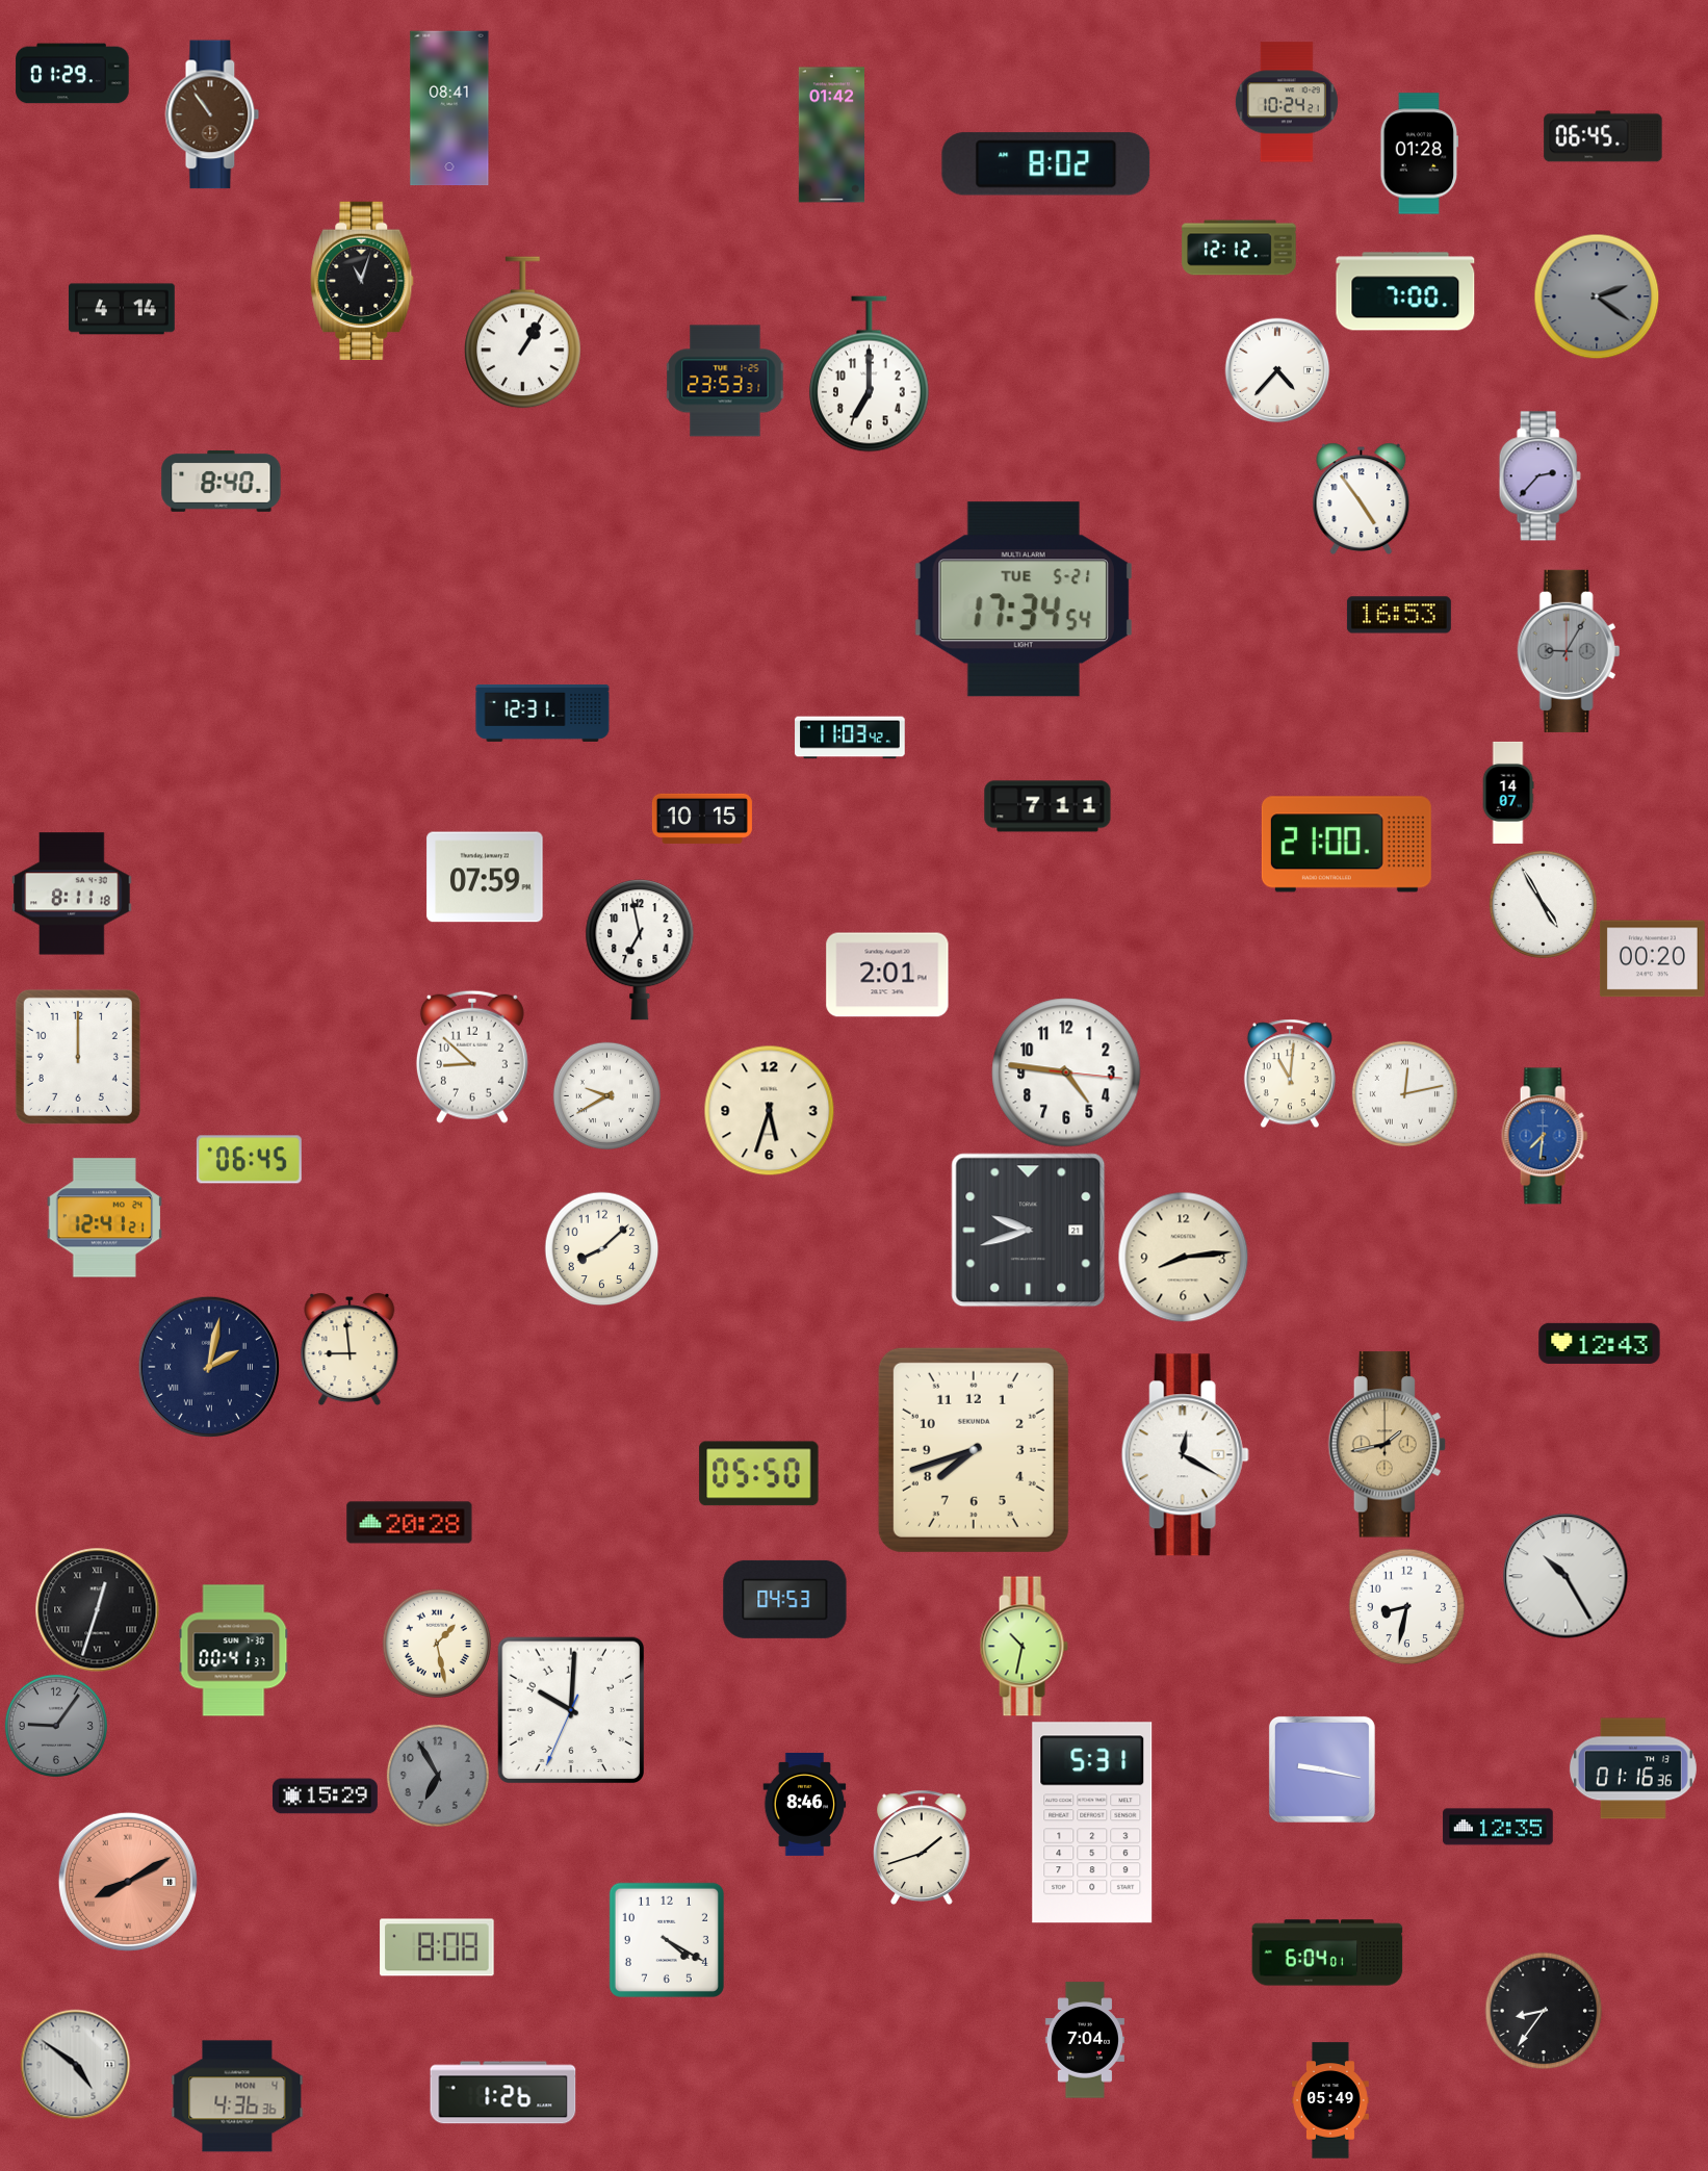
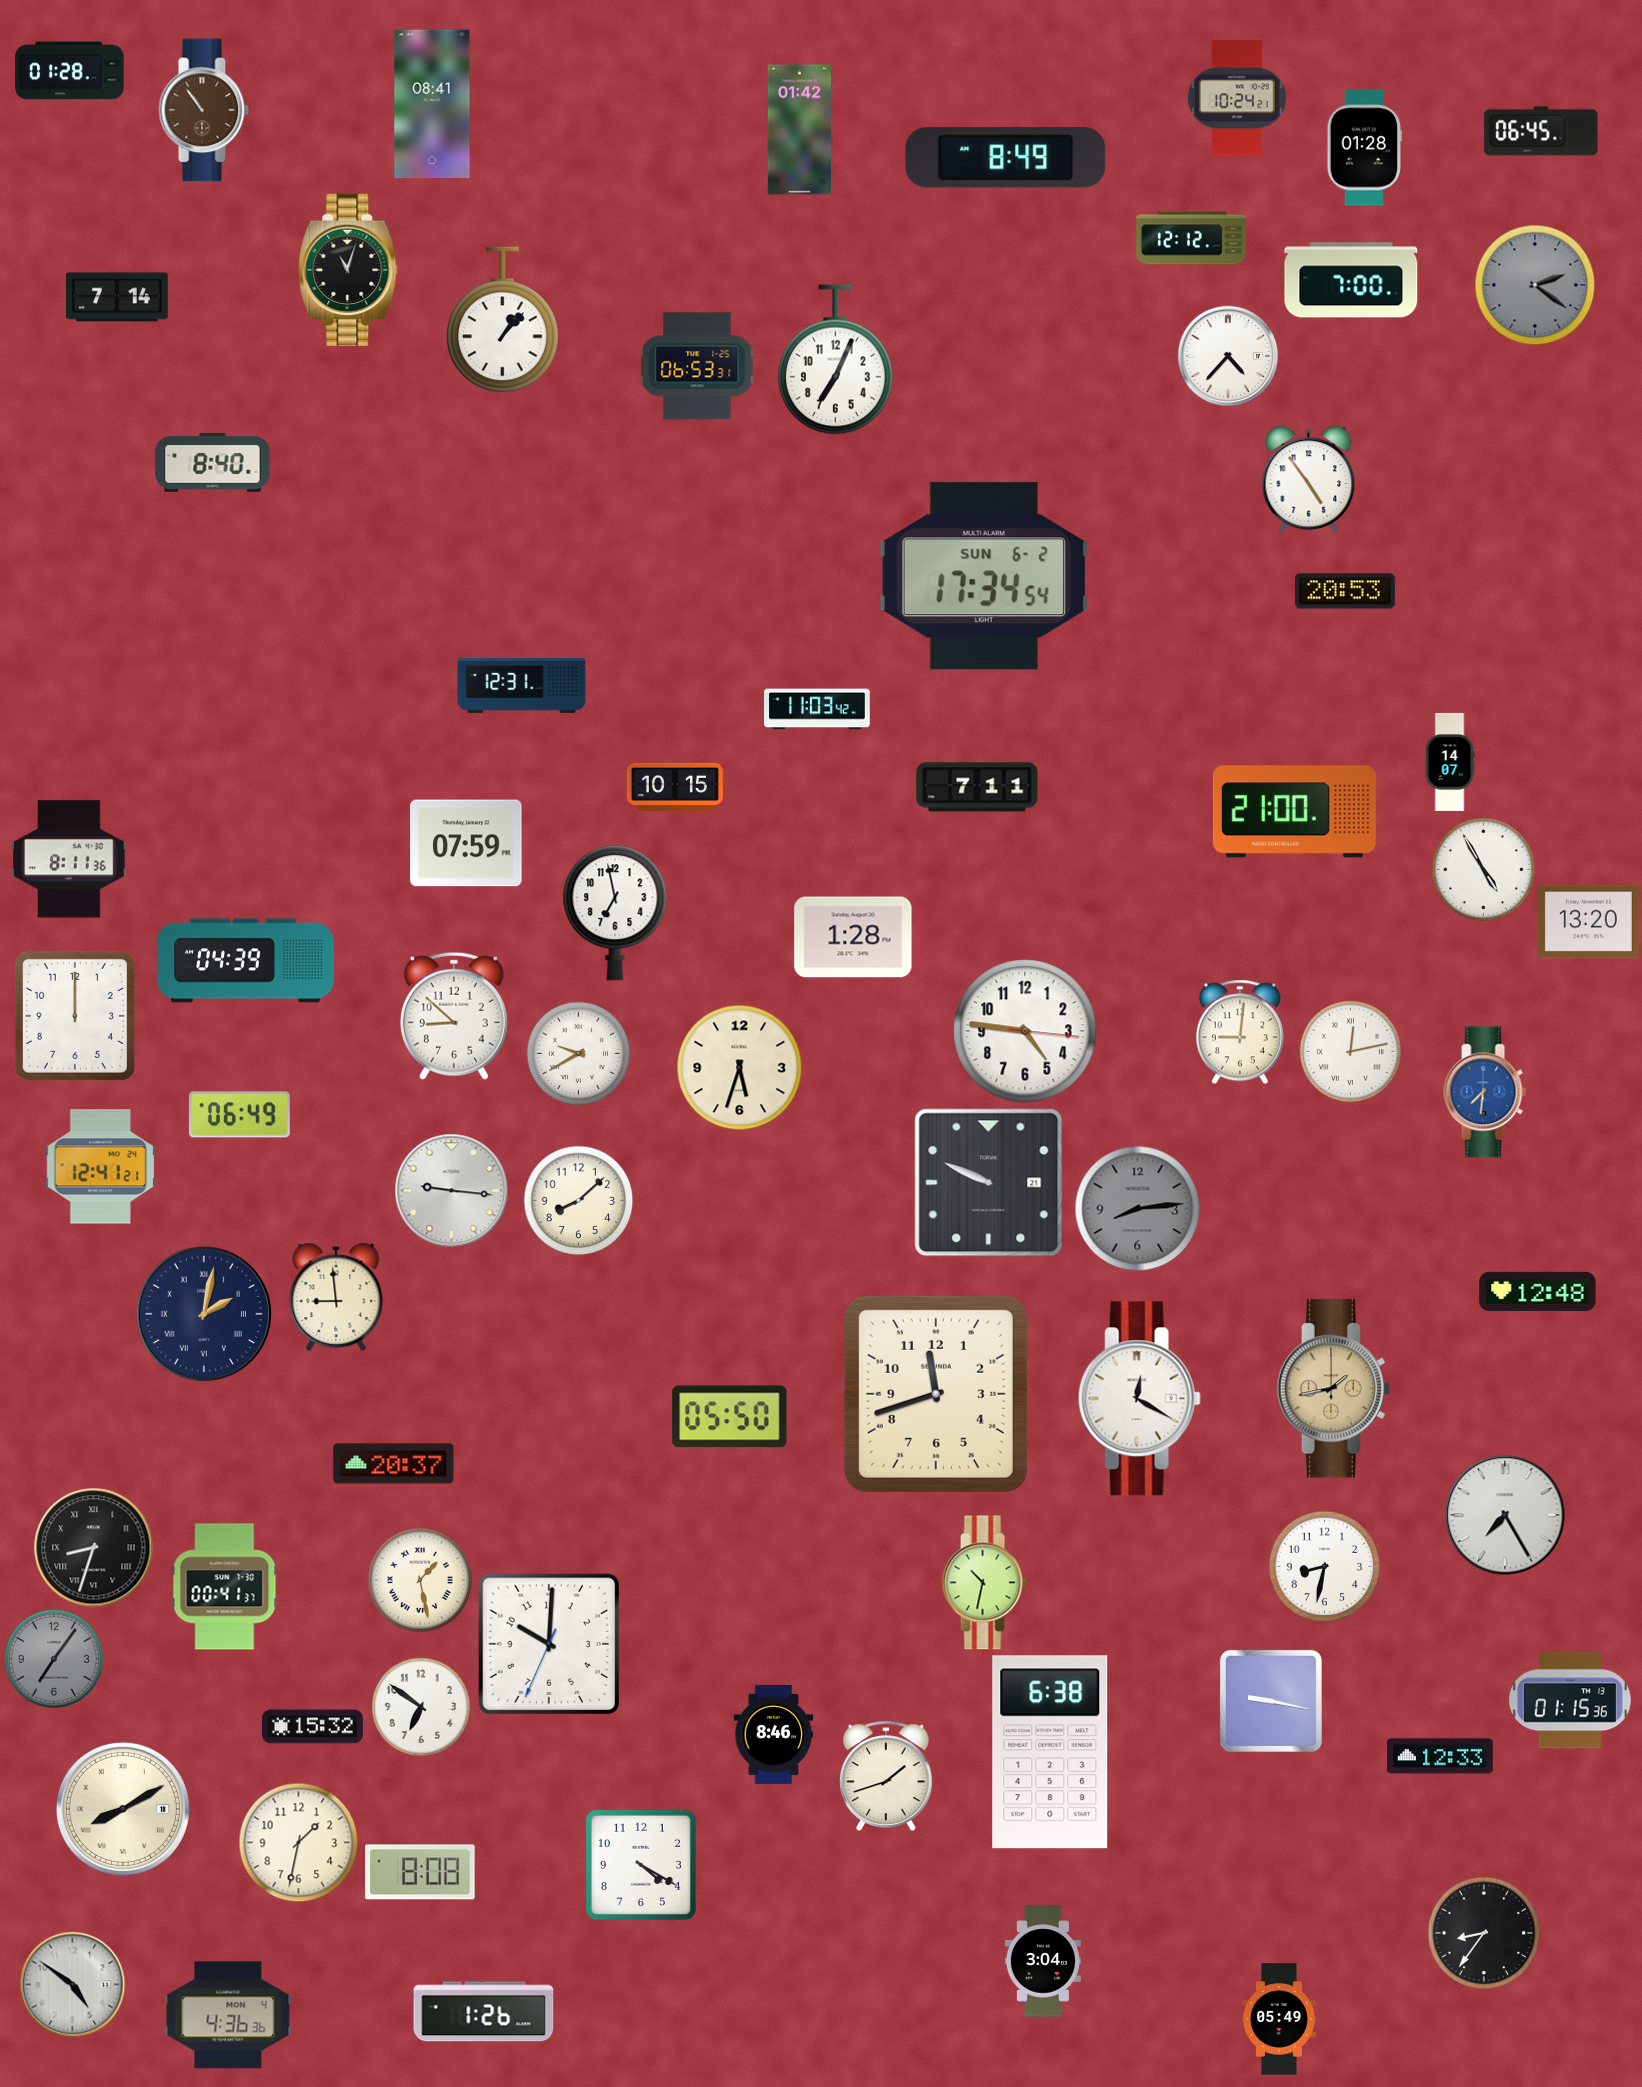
clock at (73, 74): 01:29 -> 01:28
clock at (1046, 164): 8:02 -> 8:49
clock at (122, 309): 4:14 -> 7:14
clock at (523, 333): 1:05 -> 1:07
clock at (869, 374): 7:00 -> 7:04
clock at (725, 381): 23:53 -> 06:53
clock at (1539, 476): 2:37 -> none
clock at (1024, 599) date: TUE 5-21 -> SUN 6-2
clock at (1399, 615): 16:53 -> 20:53
clock at (1569, 651): 9:05 -> none
clock at (1047, 806) position: (1047, 806) -> (977, 787)
clock at (72, 894): 8:11:18 -> 8:11:36
clock at (1652, 959): 00:20 -> 13:20
clock at (887, 975): 2:01 -> 1:28
clock at (246, 961): none -> 04:39
clock at (1290, 1074): 11:01 -> 9:01
clock at (606, 1095) position: (606, 1095) -> (578, 1053)
clock at (249, 1160): 06:45 -> 06:49
clock at (105, 1218) position: (105, 1218) -> (101, 1167)
clock at (1029, 1231): 9:42 -> 9:49
clock at (451, 1190): none -> 9:16
clock at (1183, 1257) dial: cream -> grey
clock at (1600, 1343): 12:43 -> 12:48
clock at (209, 1367) position: (209, 1367) -> (204, 1314)
clock at (974, 1450): 7:42 -> 11:42
clock at (410, 1523): 20:28 -> 20:37
clock at (1565, 1576): 10:25 -> 7:25
clock at (785, 1599): 04:53 -> none
clock at (1406, 1606) position: (1406, 1606) -> (1324, 1566)
clock at (98, 1610): 12:33 -> 8:33
clock at (56, 1726): 9:06 -> 7:06
clock at (1633, 1768): 01:16 -> 01:15
clock at (438, 1776): 6:55 -> 6:51
clock at (438, 1776) dial: grey -> white
clock at (325, 1797): 15:29 -> 15:32
clock at (1092, 1823): 5:31 -> 6:38
clock at (1498, 1827): 12:35 -> 12:33
clock at (128, 1882) dial: salmon -> cream
clock at (298, 1842): none -> 1:32
clock at (1327, 1953): 6:04 -> none
clock at (1085, 2040): 7:04 -> 3:04
